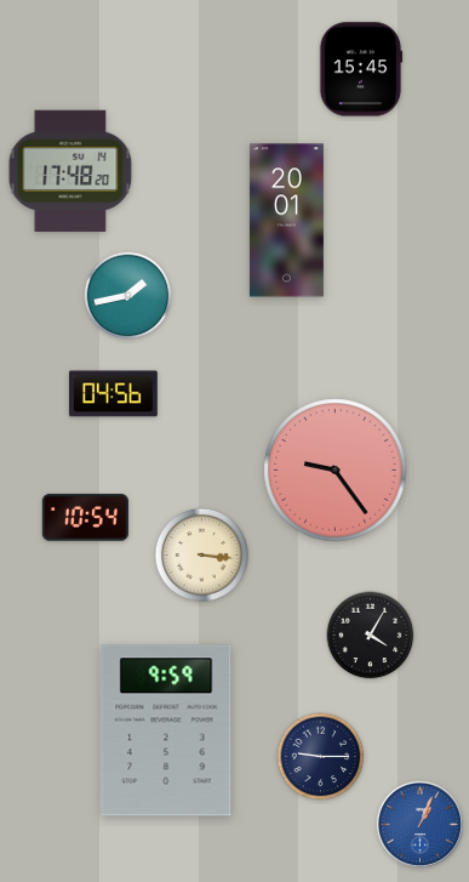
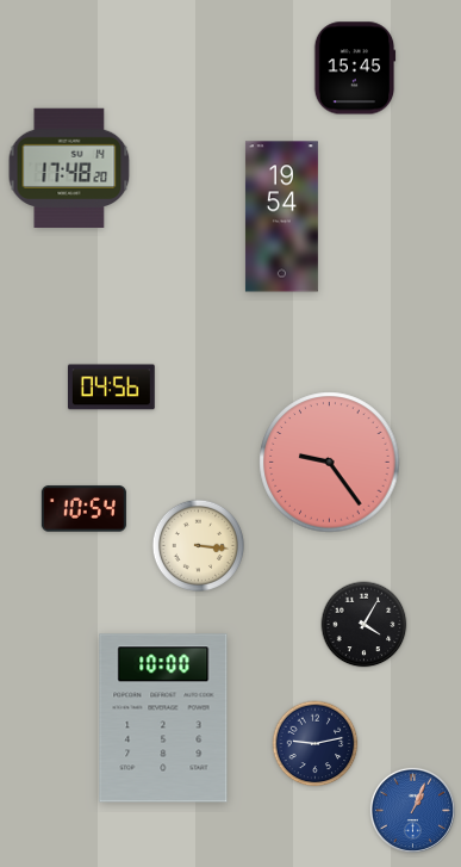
clock at (286, 221): 20:01 -> 19:54
clock at (128, 296): 1:43 -> none
clock at (166, 730): 9:59 -> 10:00
clock at (321, 757): 9:15 -> 9:13
